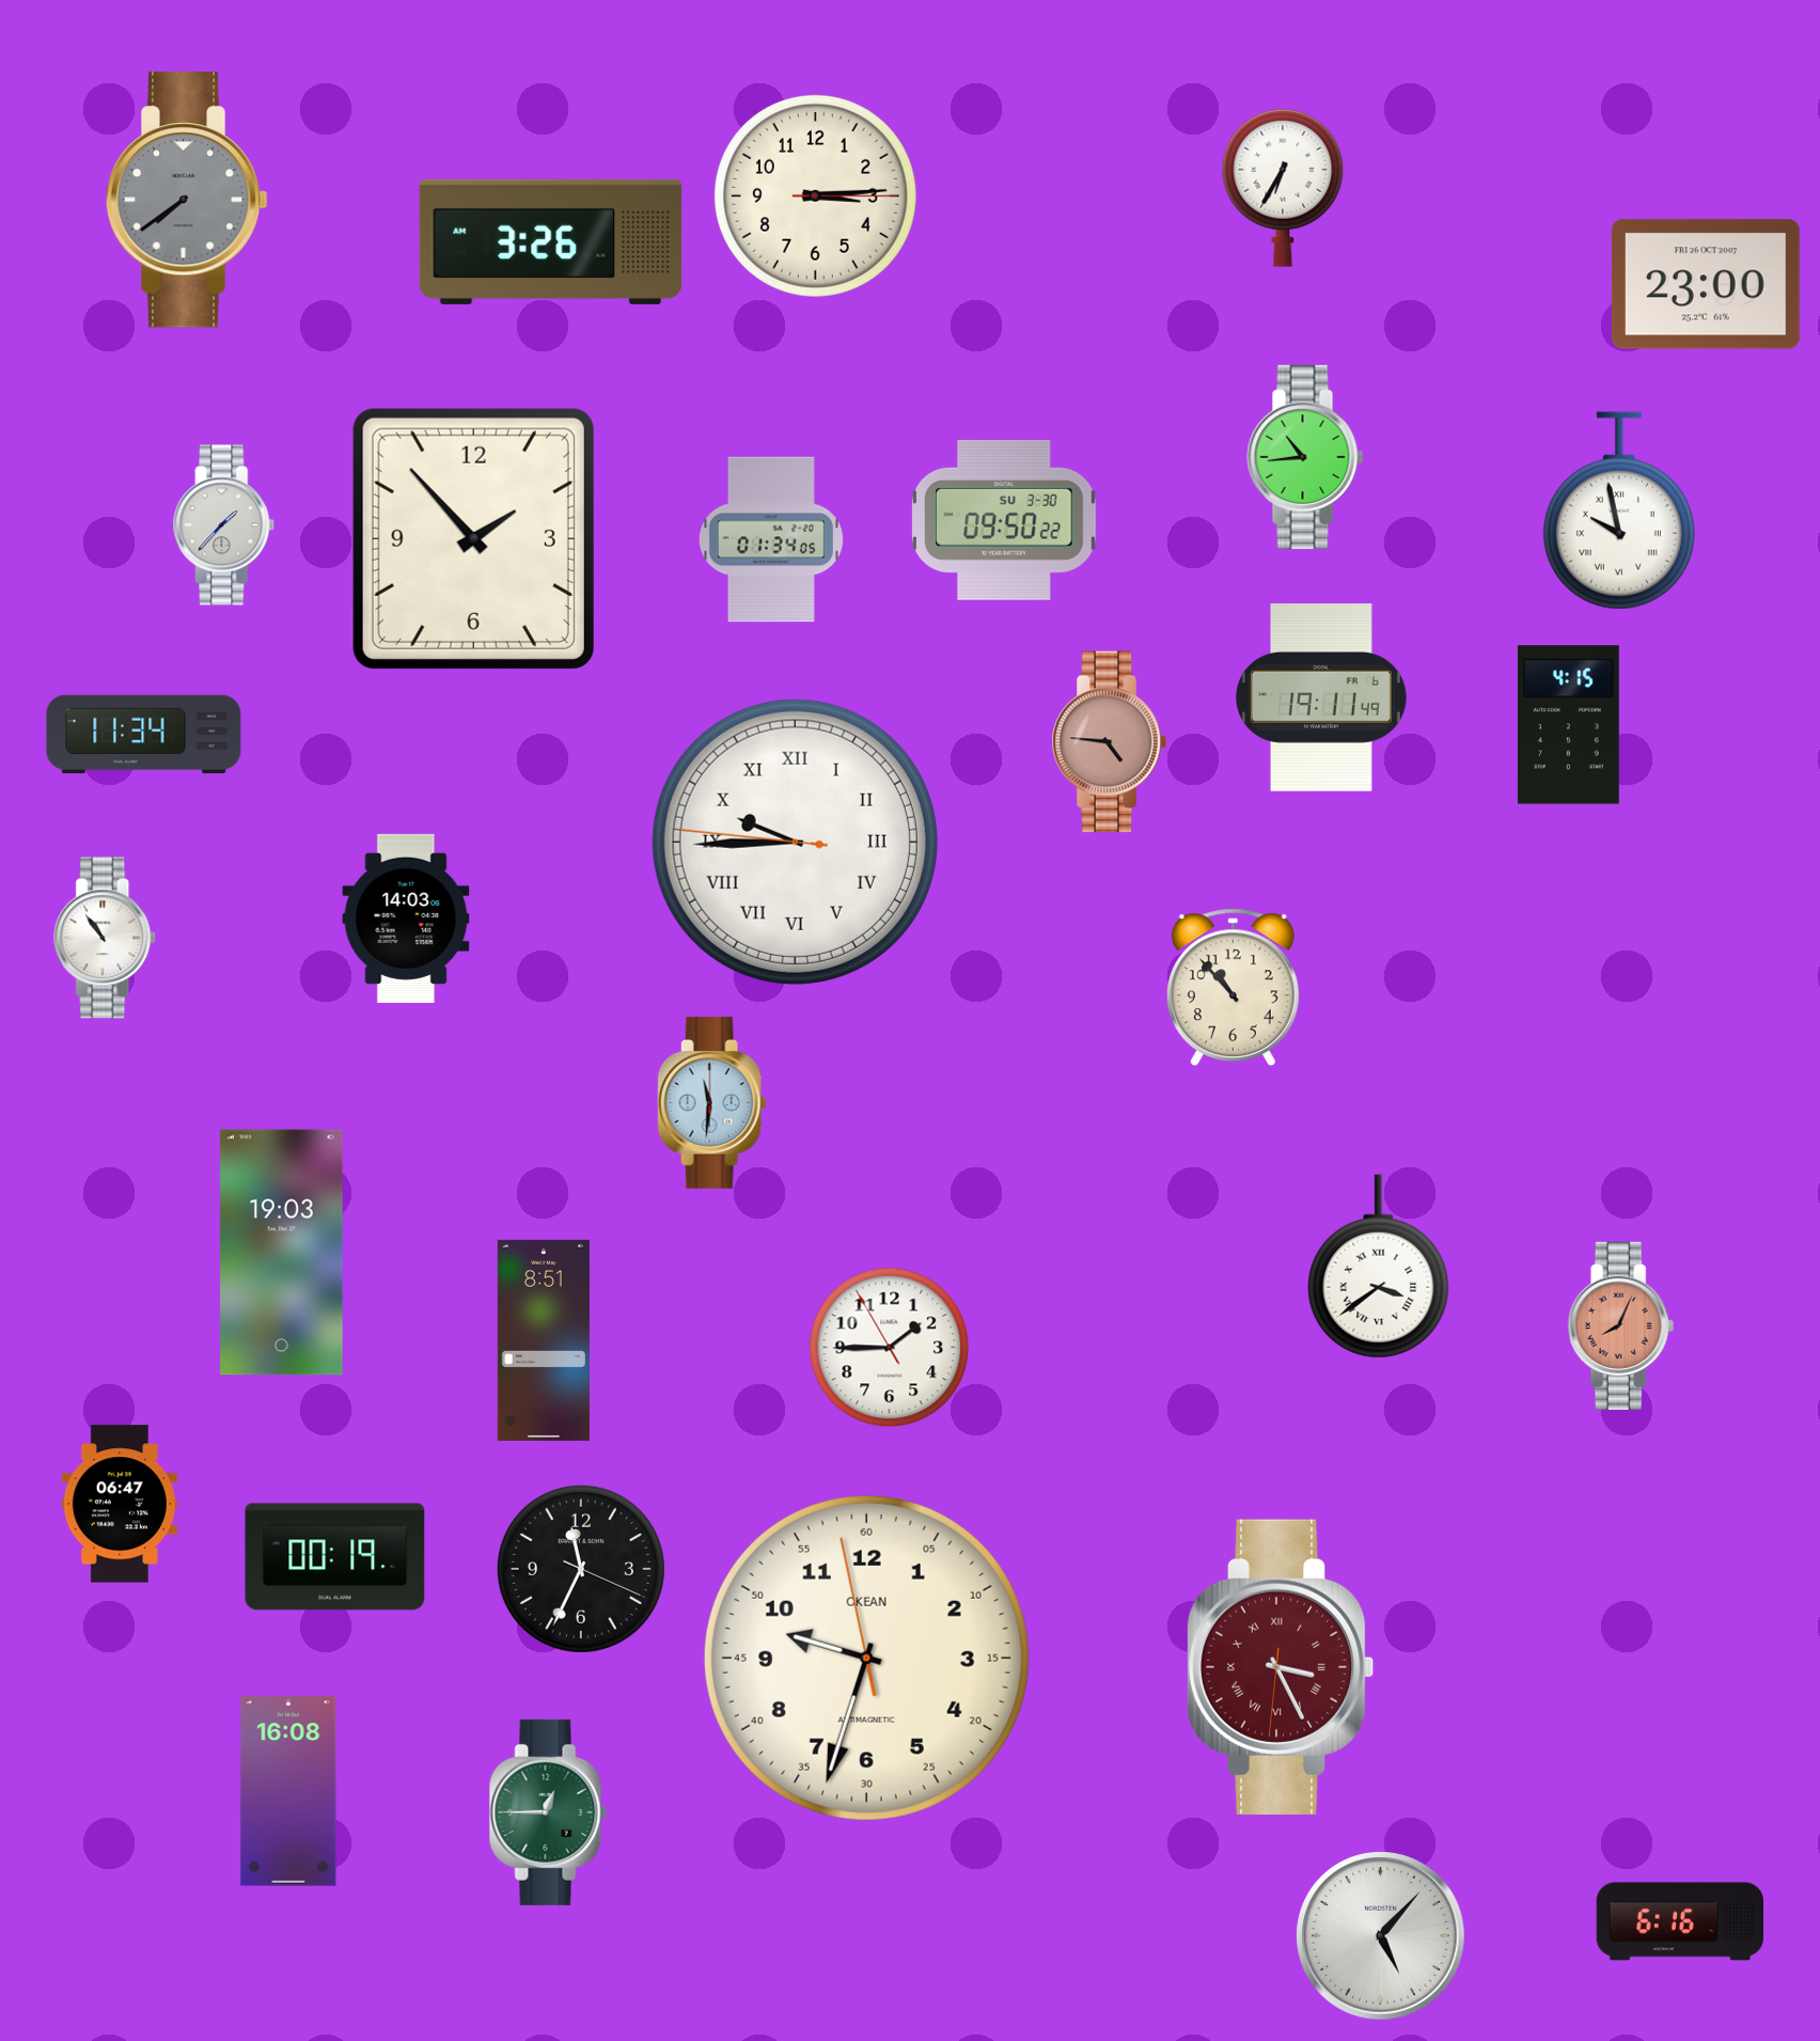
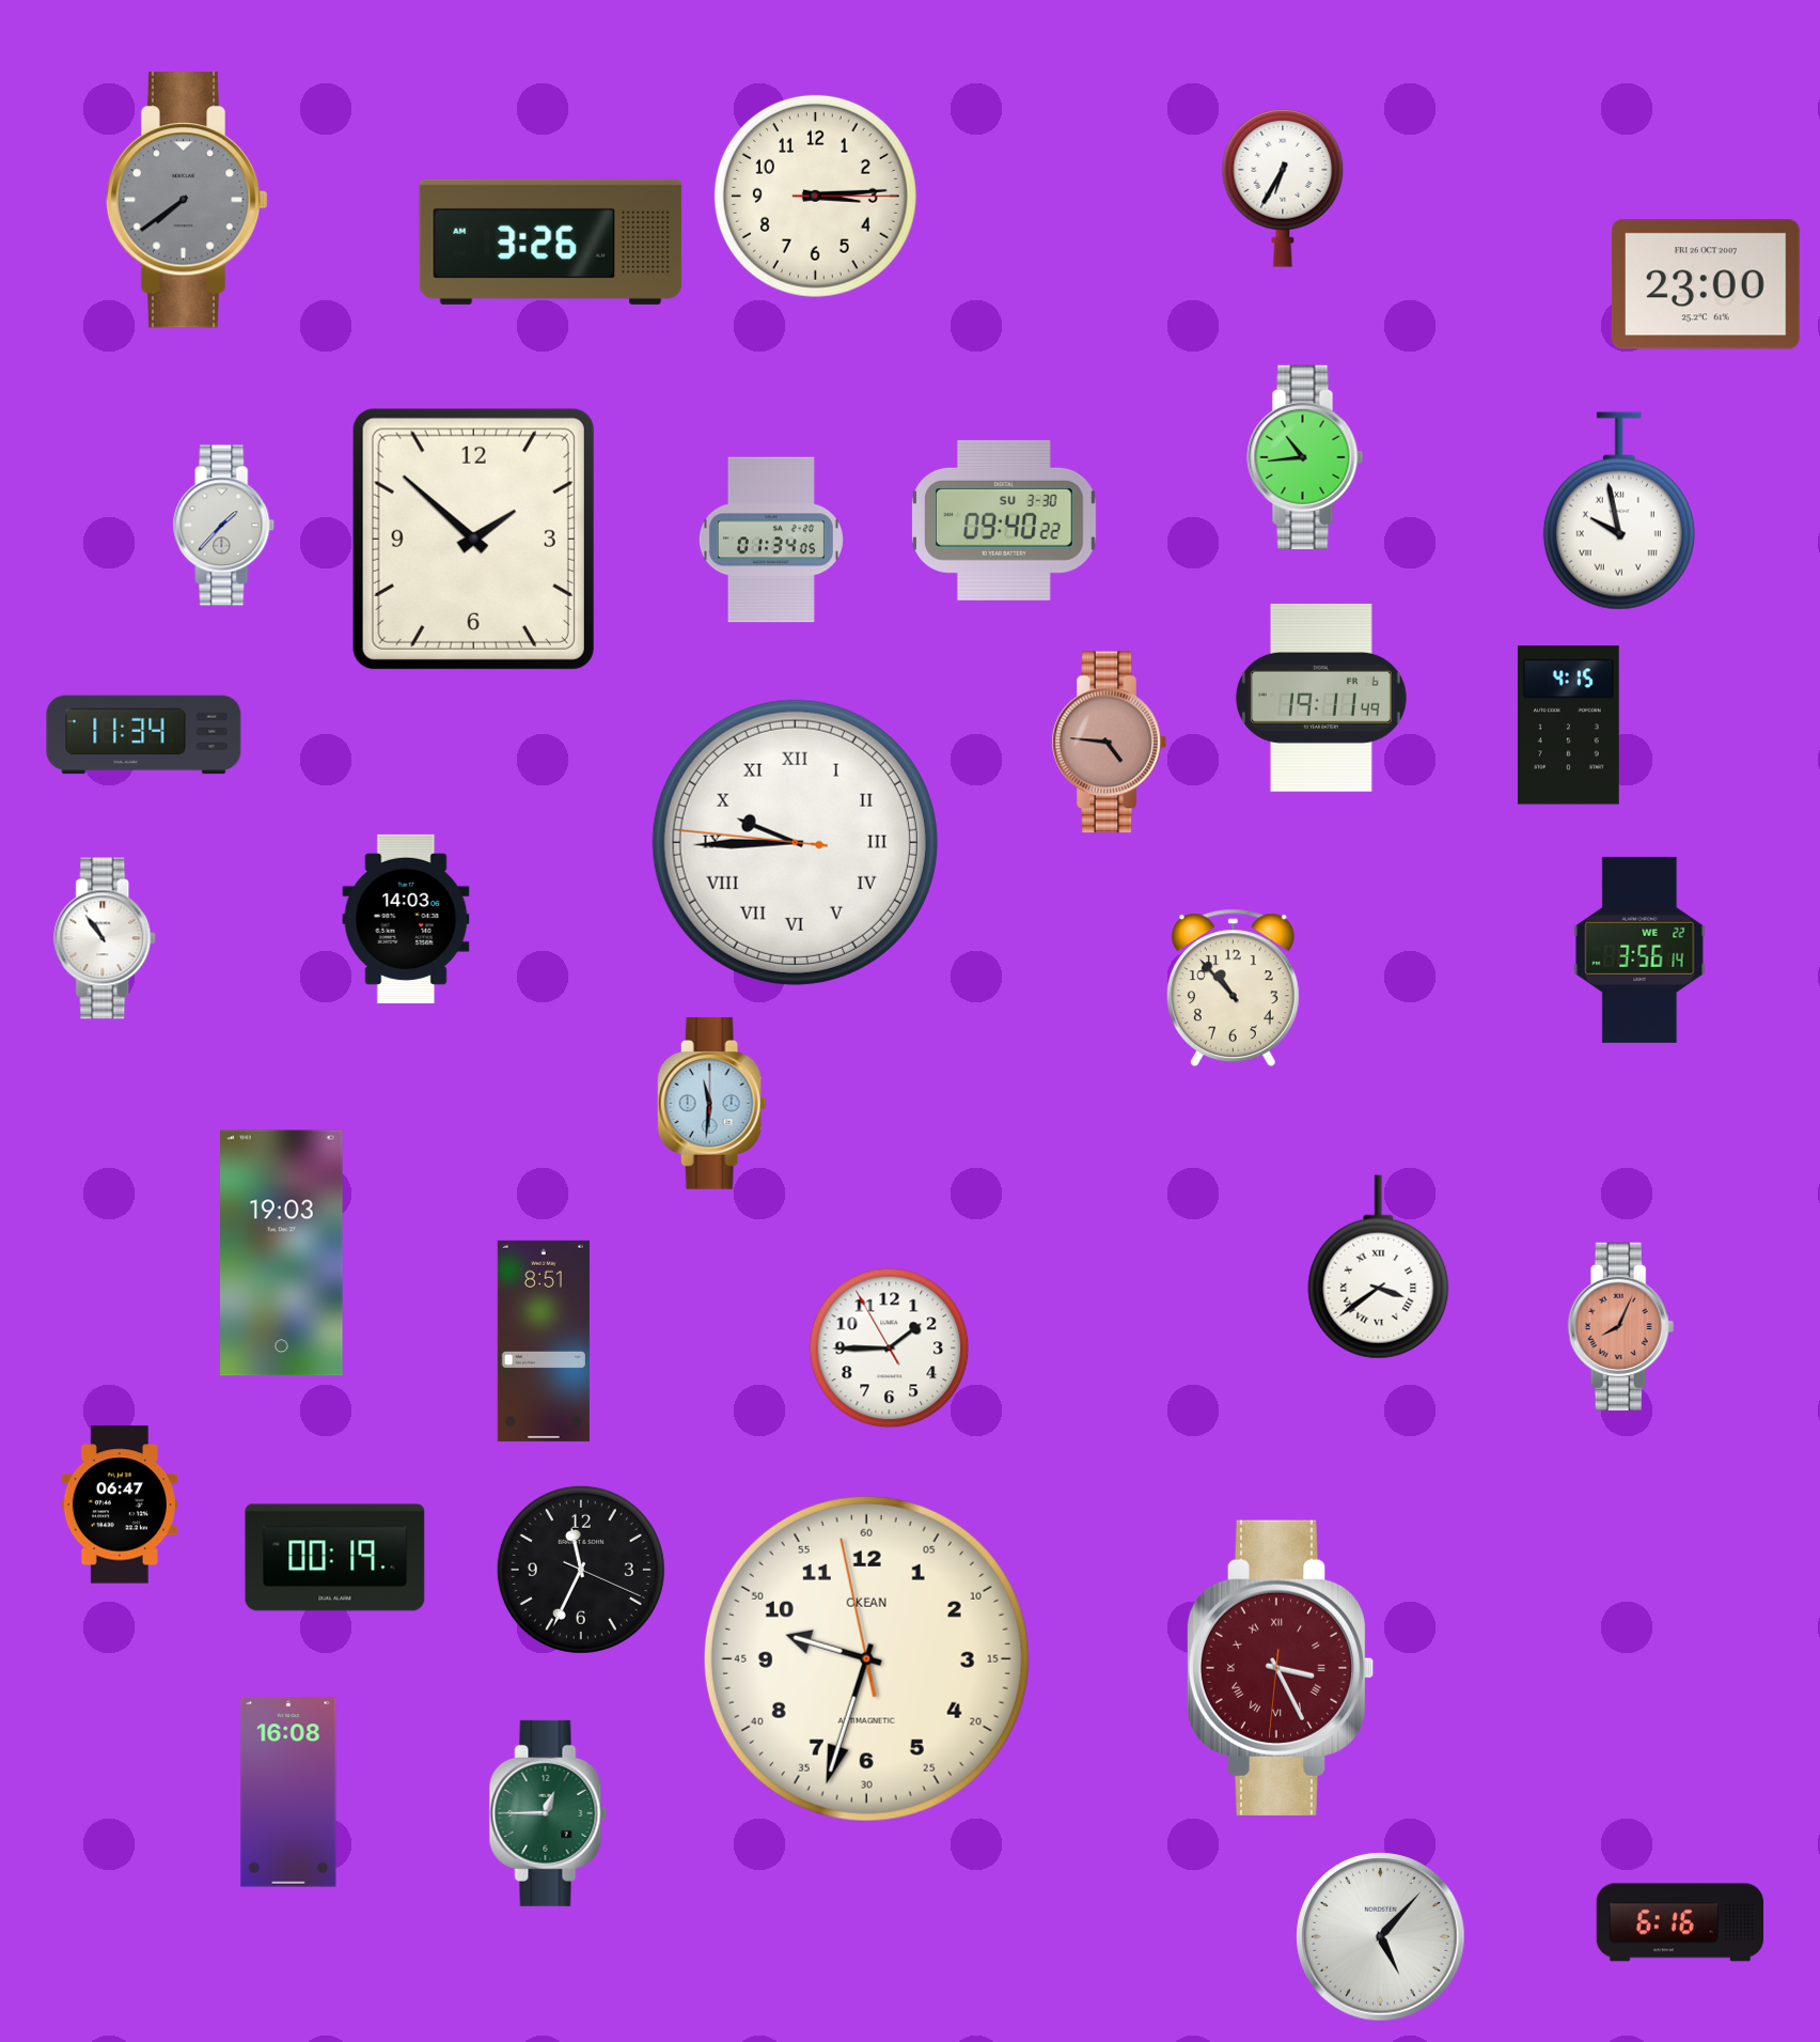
clock at (1005, 520): 09:50 -> 09:40
clock at (473, 538): 1:53 -> 1:52
clock at (1639, 950): none -> 3:56
